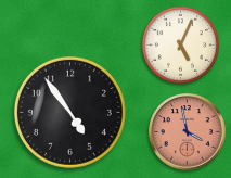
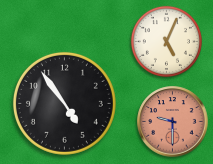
clock at (188, 132): 3:58 -> 9:30
